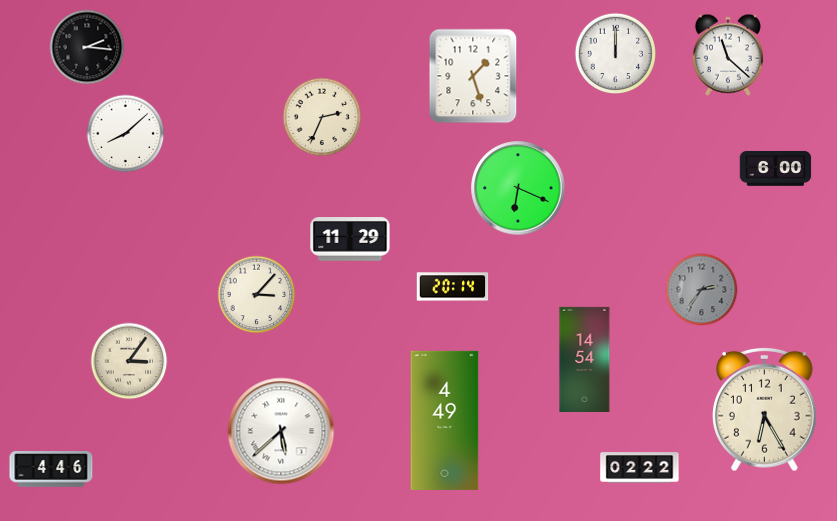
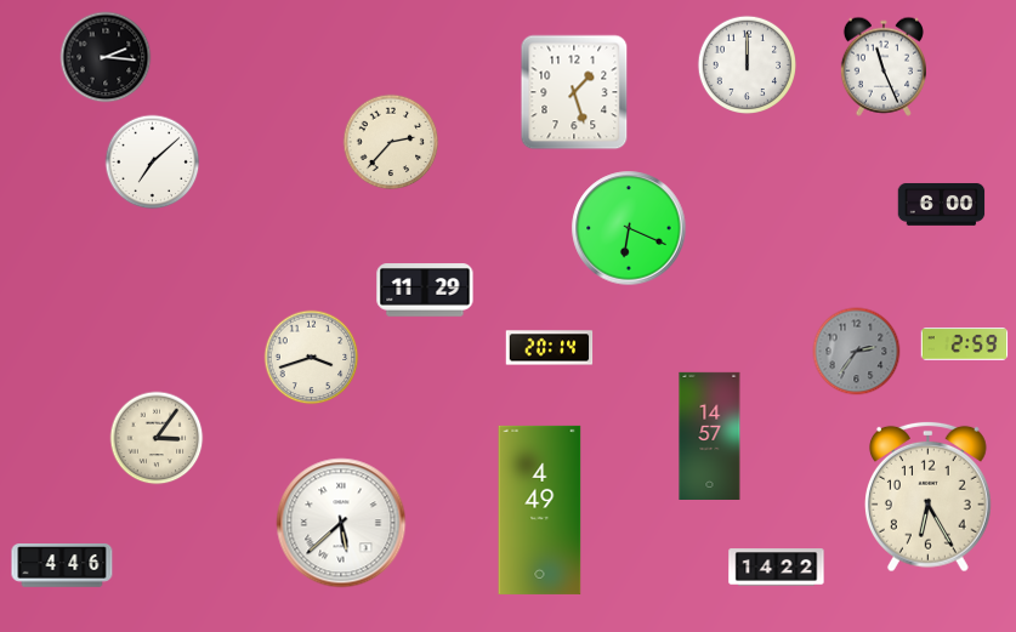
clock at (728, 55): 11:22 -> 11:26
clock at (322, 117): 2:34 -> 2:37
clock at (126, 134): 8:08 -> 7:08
clock at (965, 345): none -> 2:59
clock at (702, 290) position: (702, 290) -> (857, 352)
clock at (257, 295): 3:07 -> 3:42
clock at (585, 359): 14:54 -> 14:57
clock at (640, 468): 02:22 -> 14:22
clock at (51, 469) position: (51, 469) -> (62, 565)
